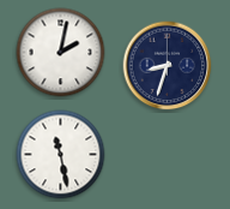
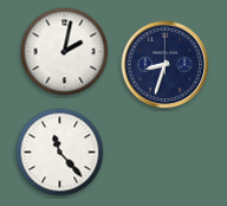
clock at (61, 53) position: (61, 53) -> (65, 52)
clock at (61, 155): 11:28 -> 11:23
